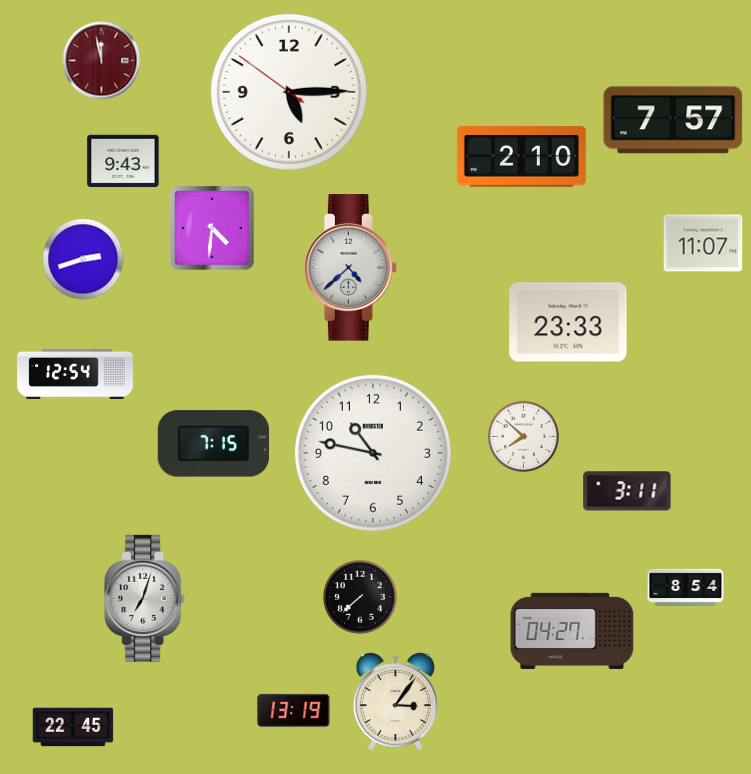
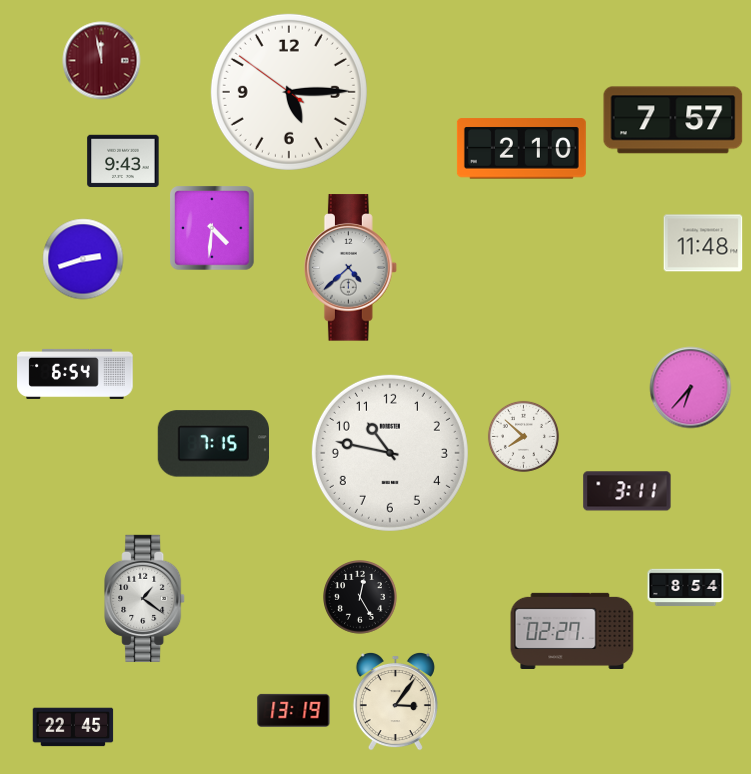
clock at (521, 157) position: (521, 157) -> (521, 149)
clock at (703, 243): 11:07 -> 11:48
clock at (568, 322): 23:33 -> none
clock at (75, 374): 12:54 -> 6:54
clock at (691, 388): none -> 6:37
clock at (373, 453) position: (373, 453) -> (390, 453)
clock at (145, 598): 7:03 -> 1:21
clock at (361, 598): 7:38 -> 12:25
clock at (572, 630): 04:27 -> 02:27
